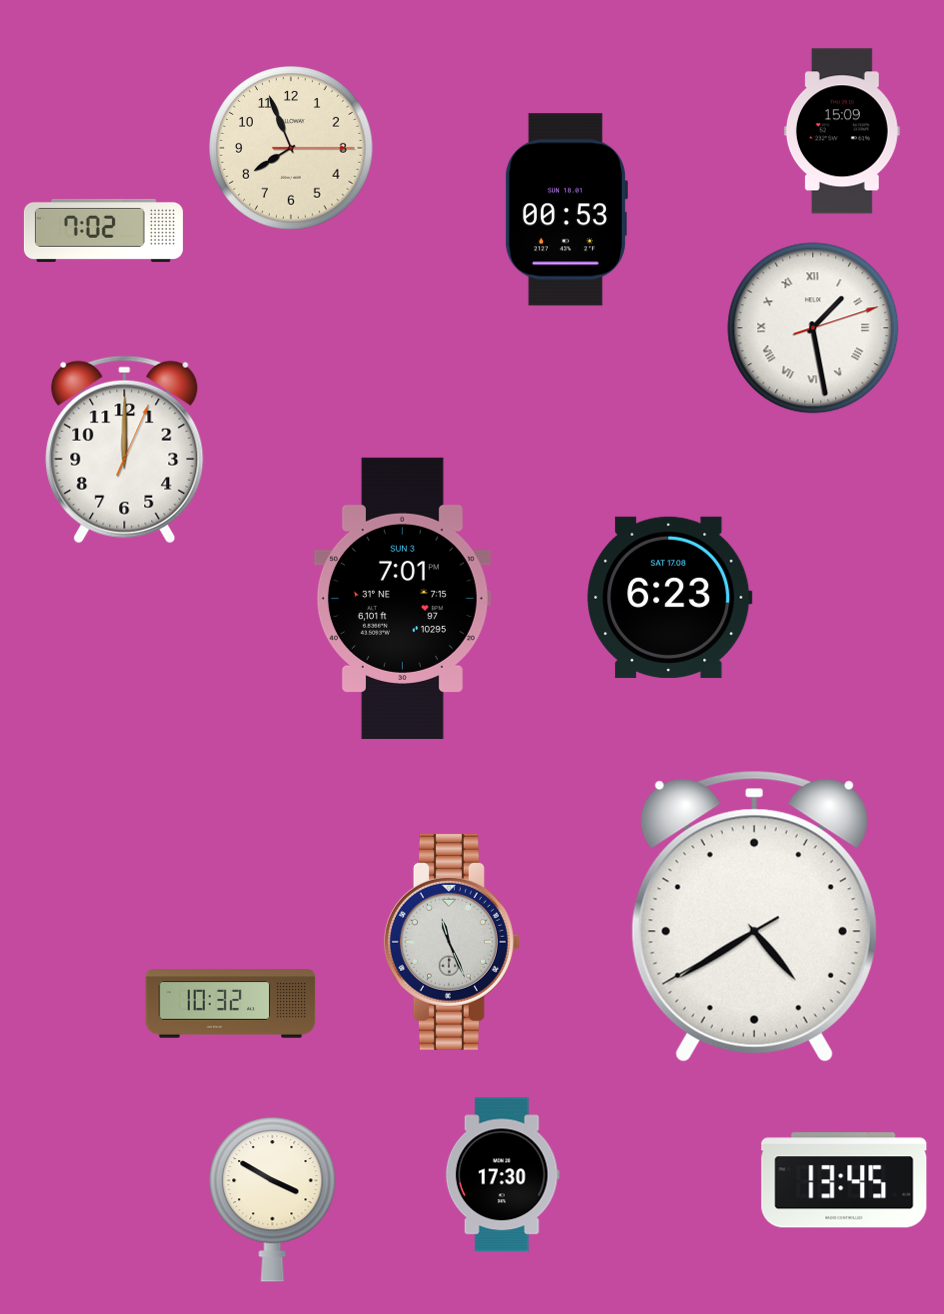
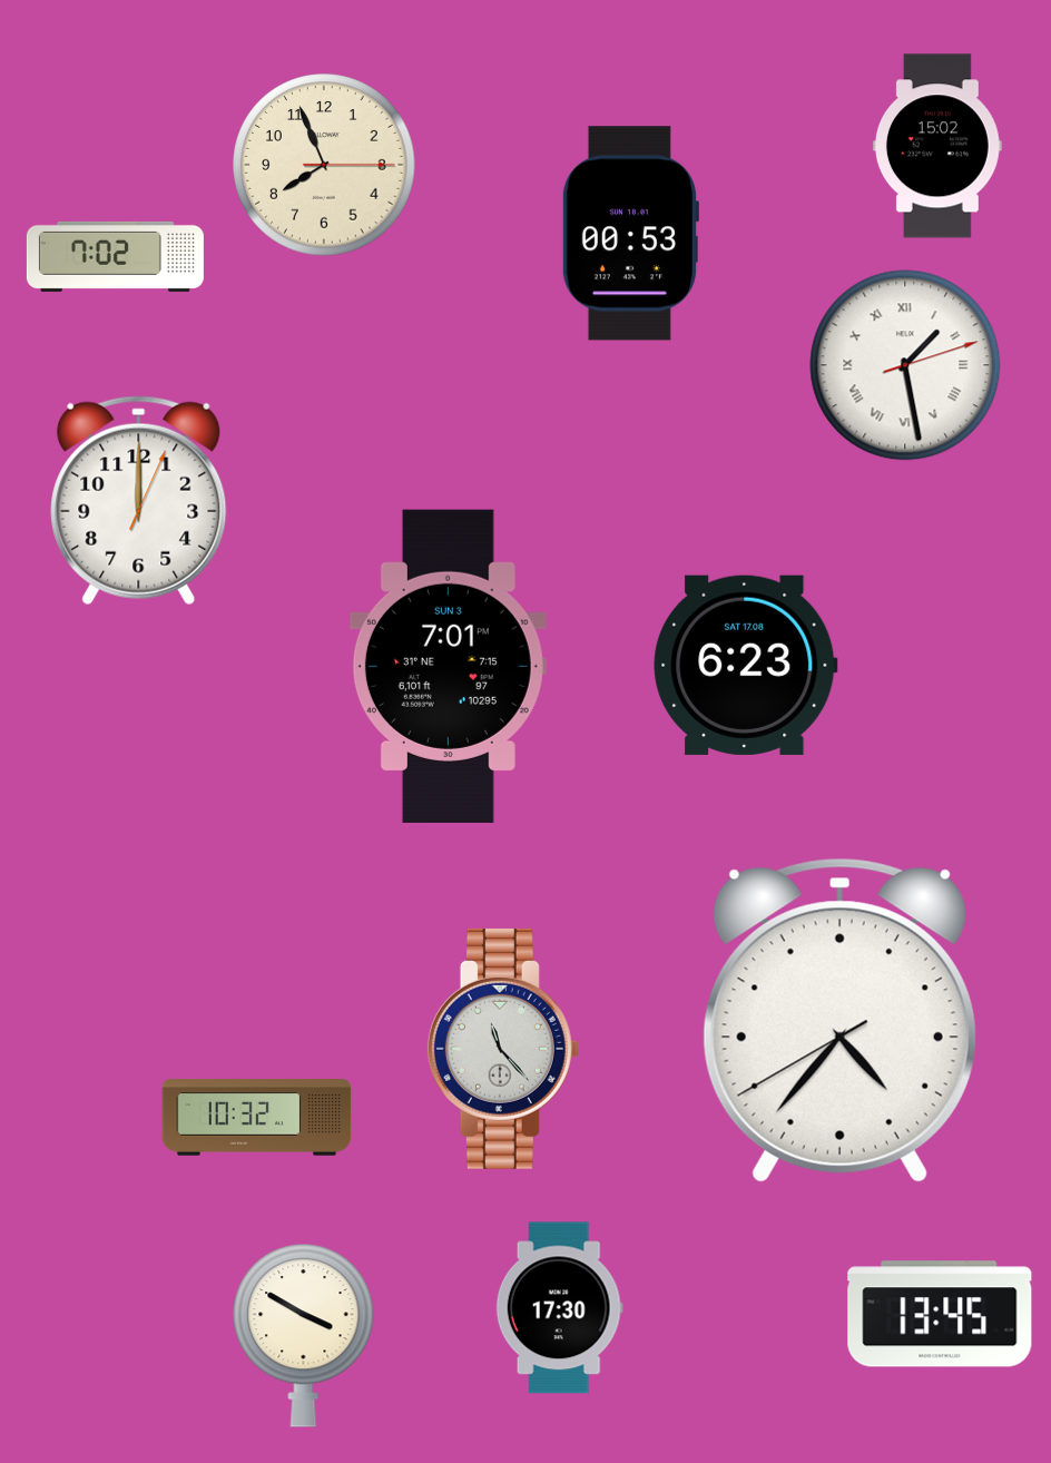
clock at (842, 131): 15:09 -> 15:02
clock at (754, 916): 4:39 -> 4:36
clock at (452, 942): 11:26 -> 11:23
